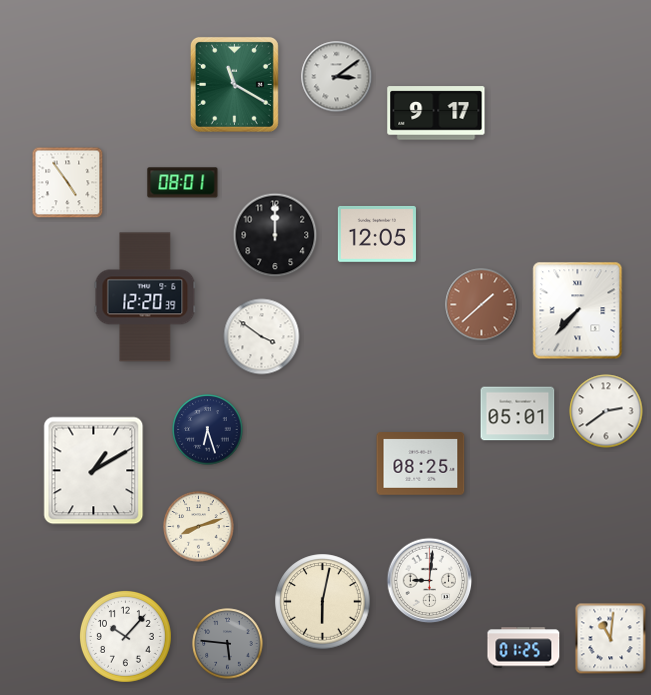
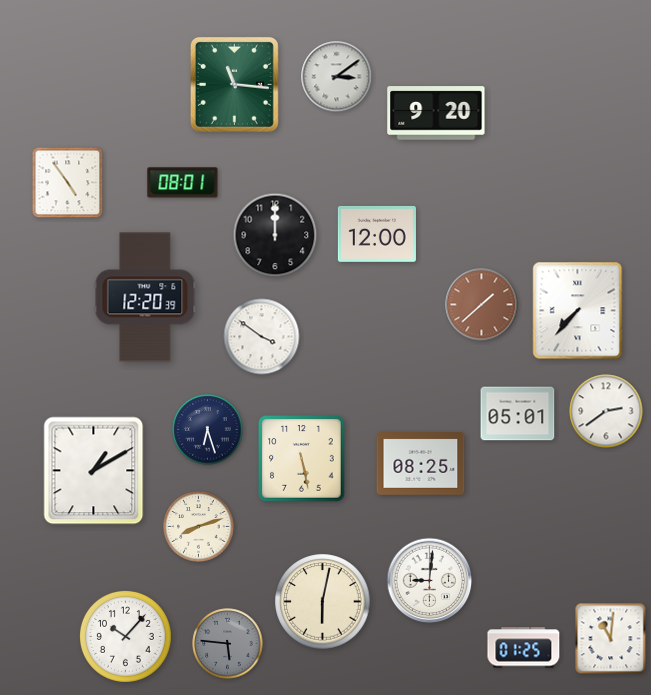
clock at (234, 84): 11:20 -> 11:16
clock at (436, 113): 9:17 -> 9:20
clock at (377, 234): 12:05 -> 12:00
clock at (302, 459): none -> 5:28
